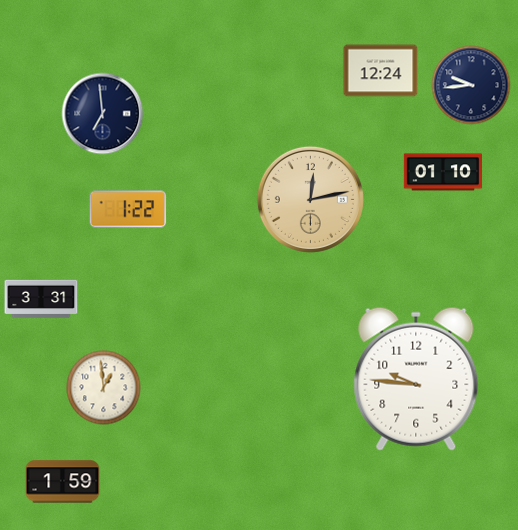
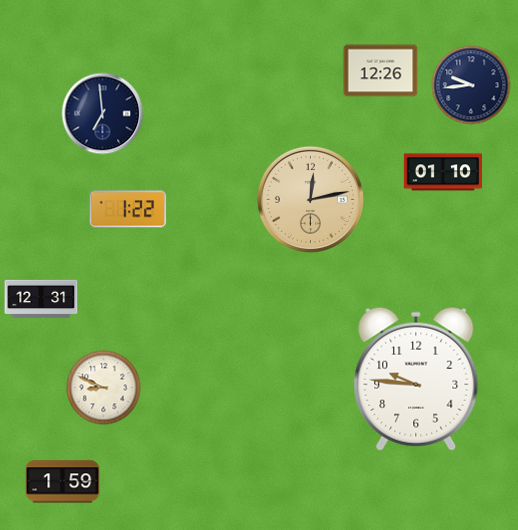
clock at (381, 71): 12:24 -> 12:26
clock at (41, 299): 3:31 -> 12:31
clock at (104, 388): 12:59 -> 8:49
